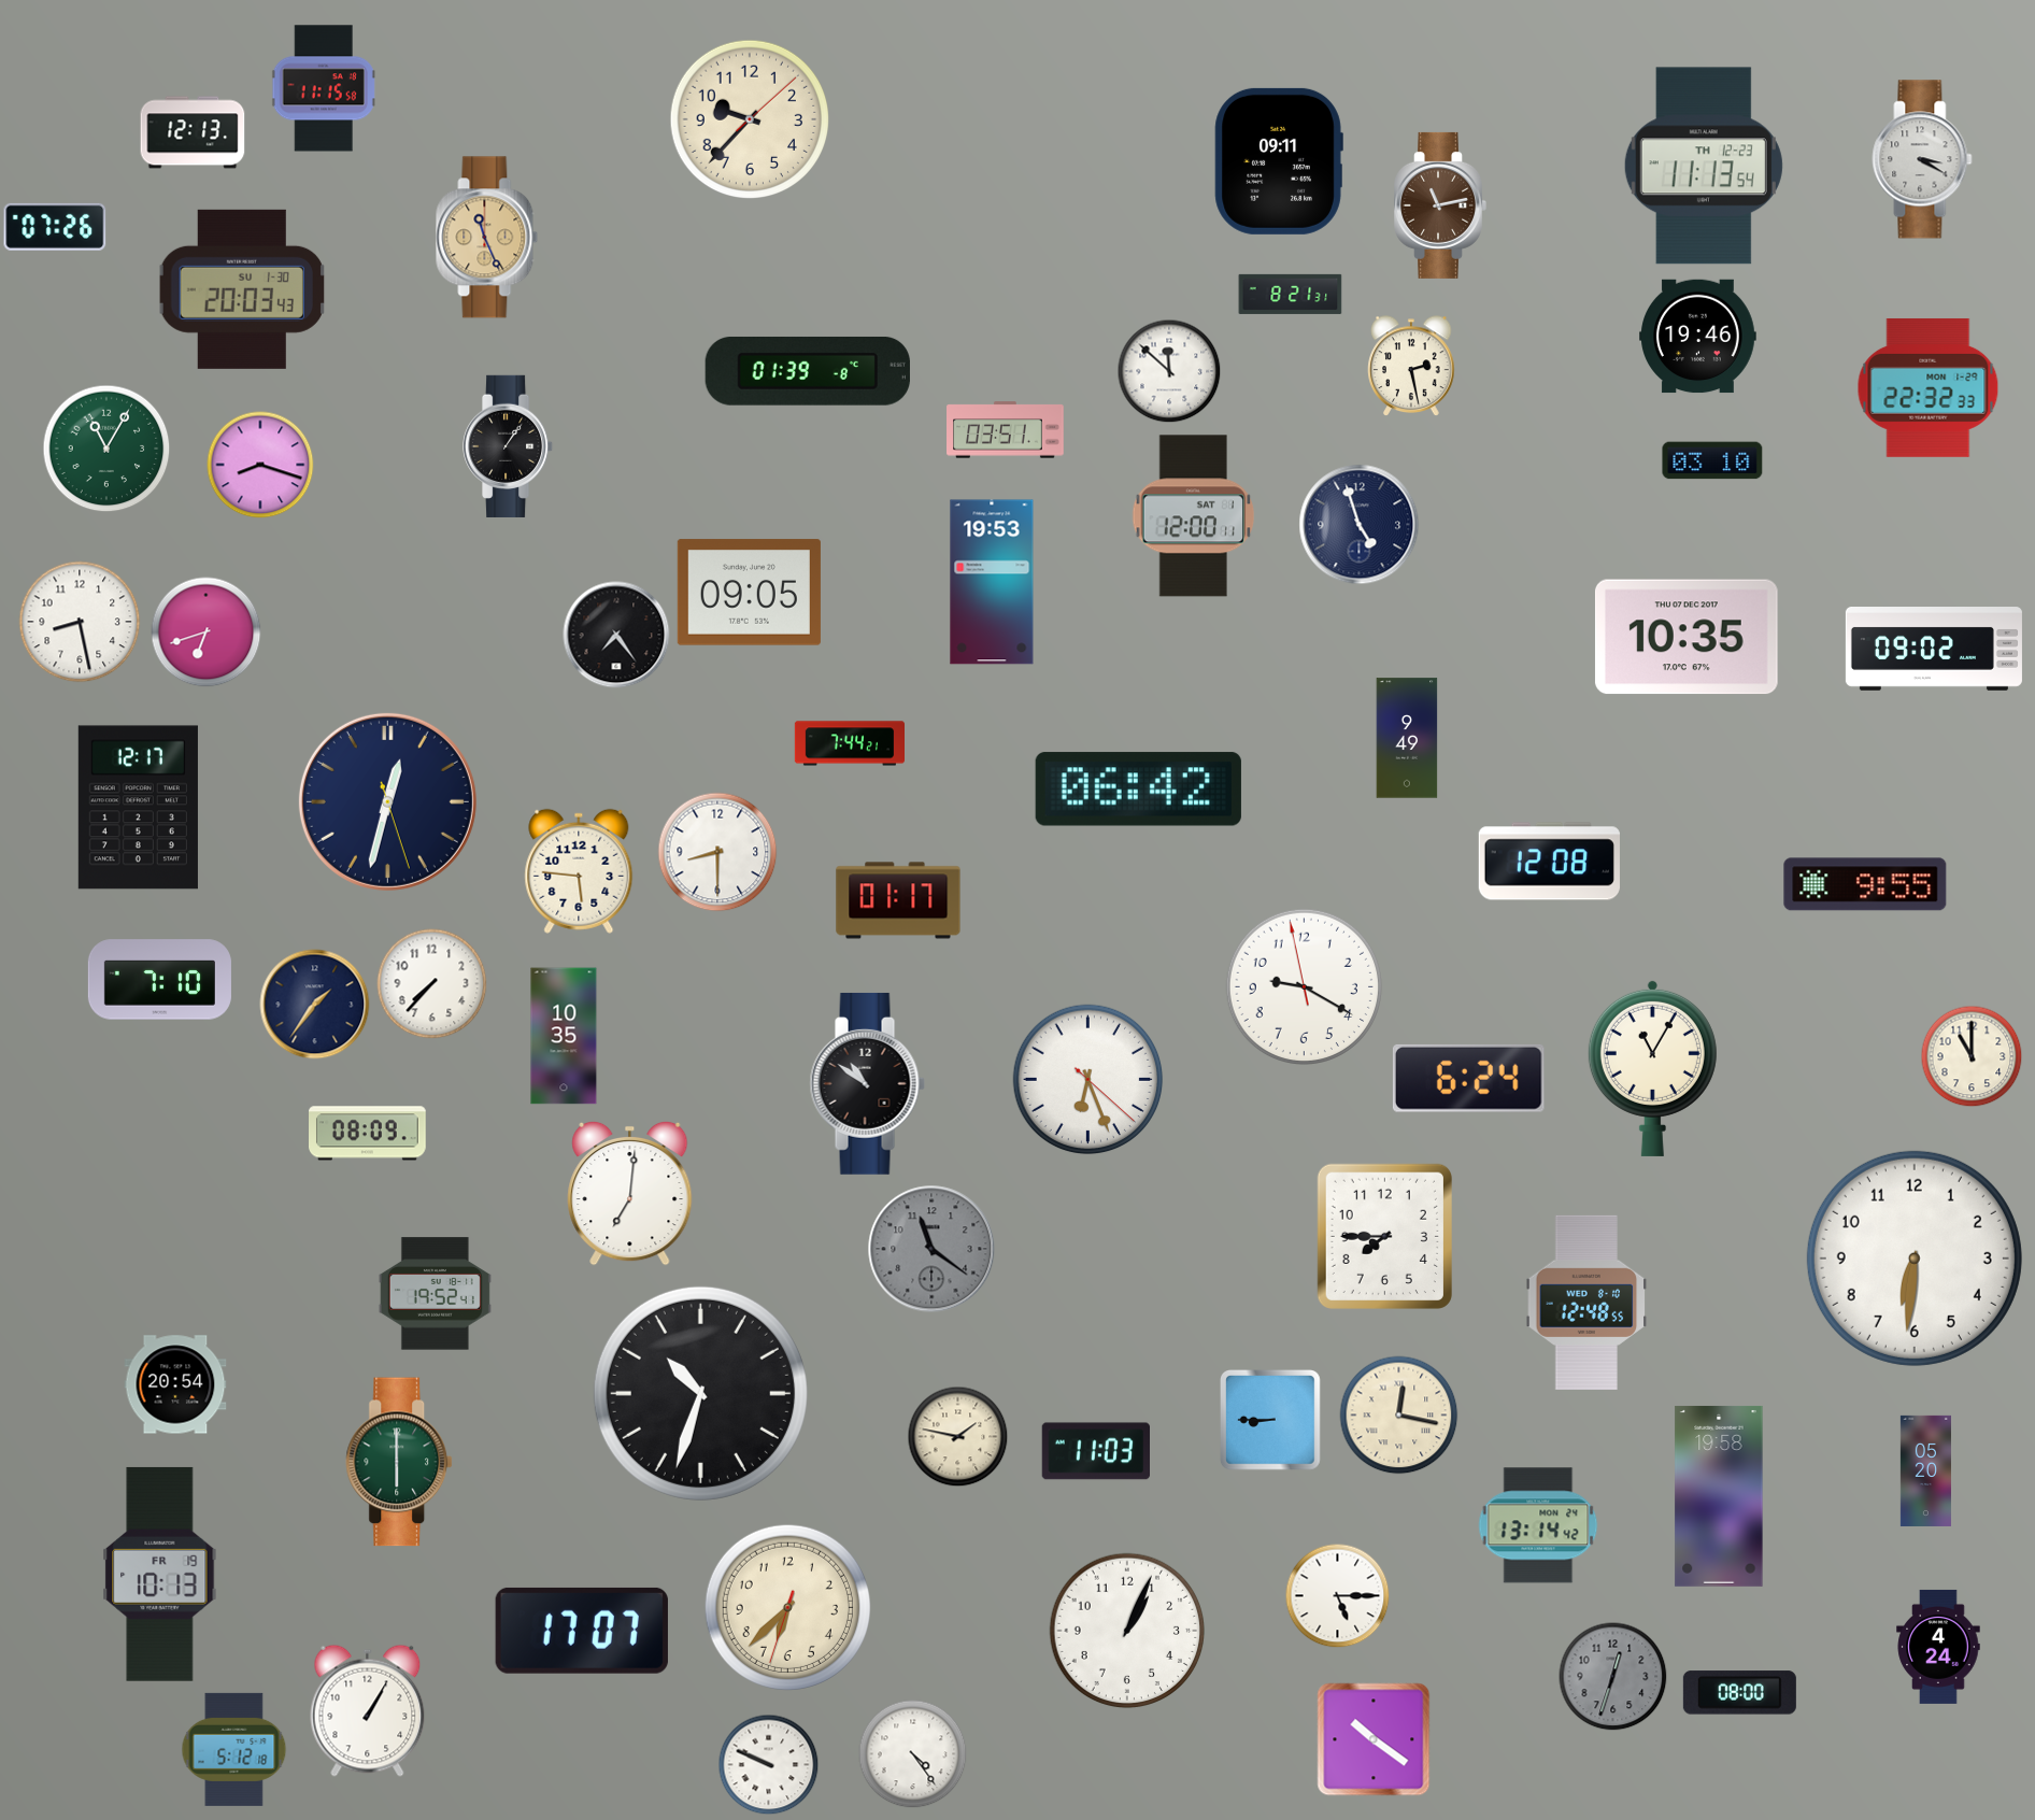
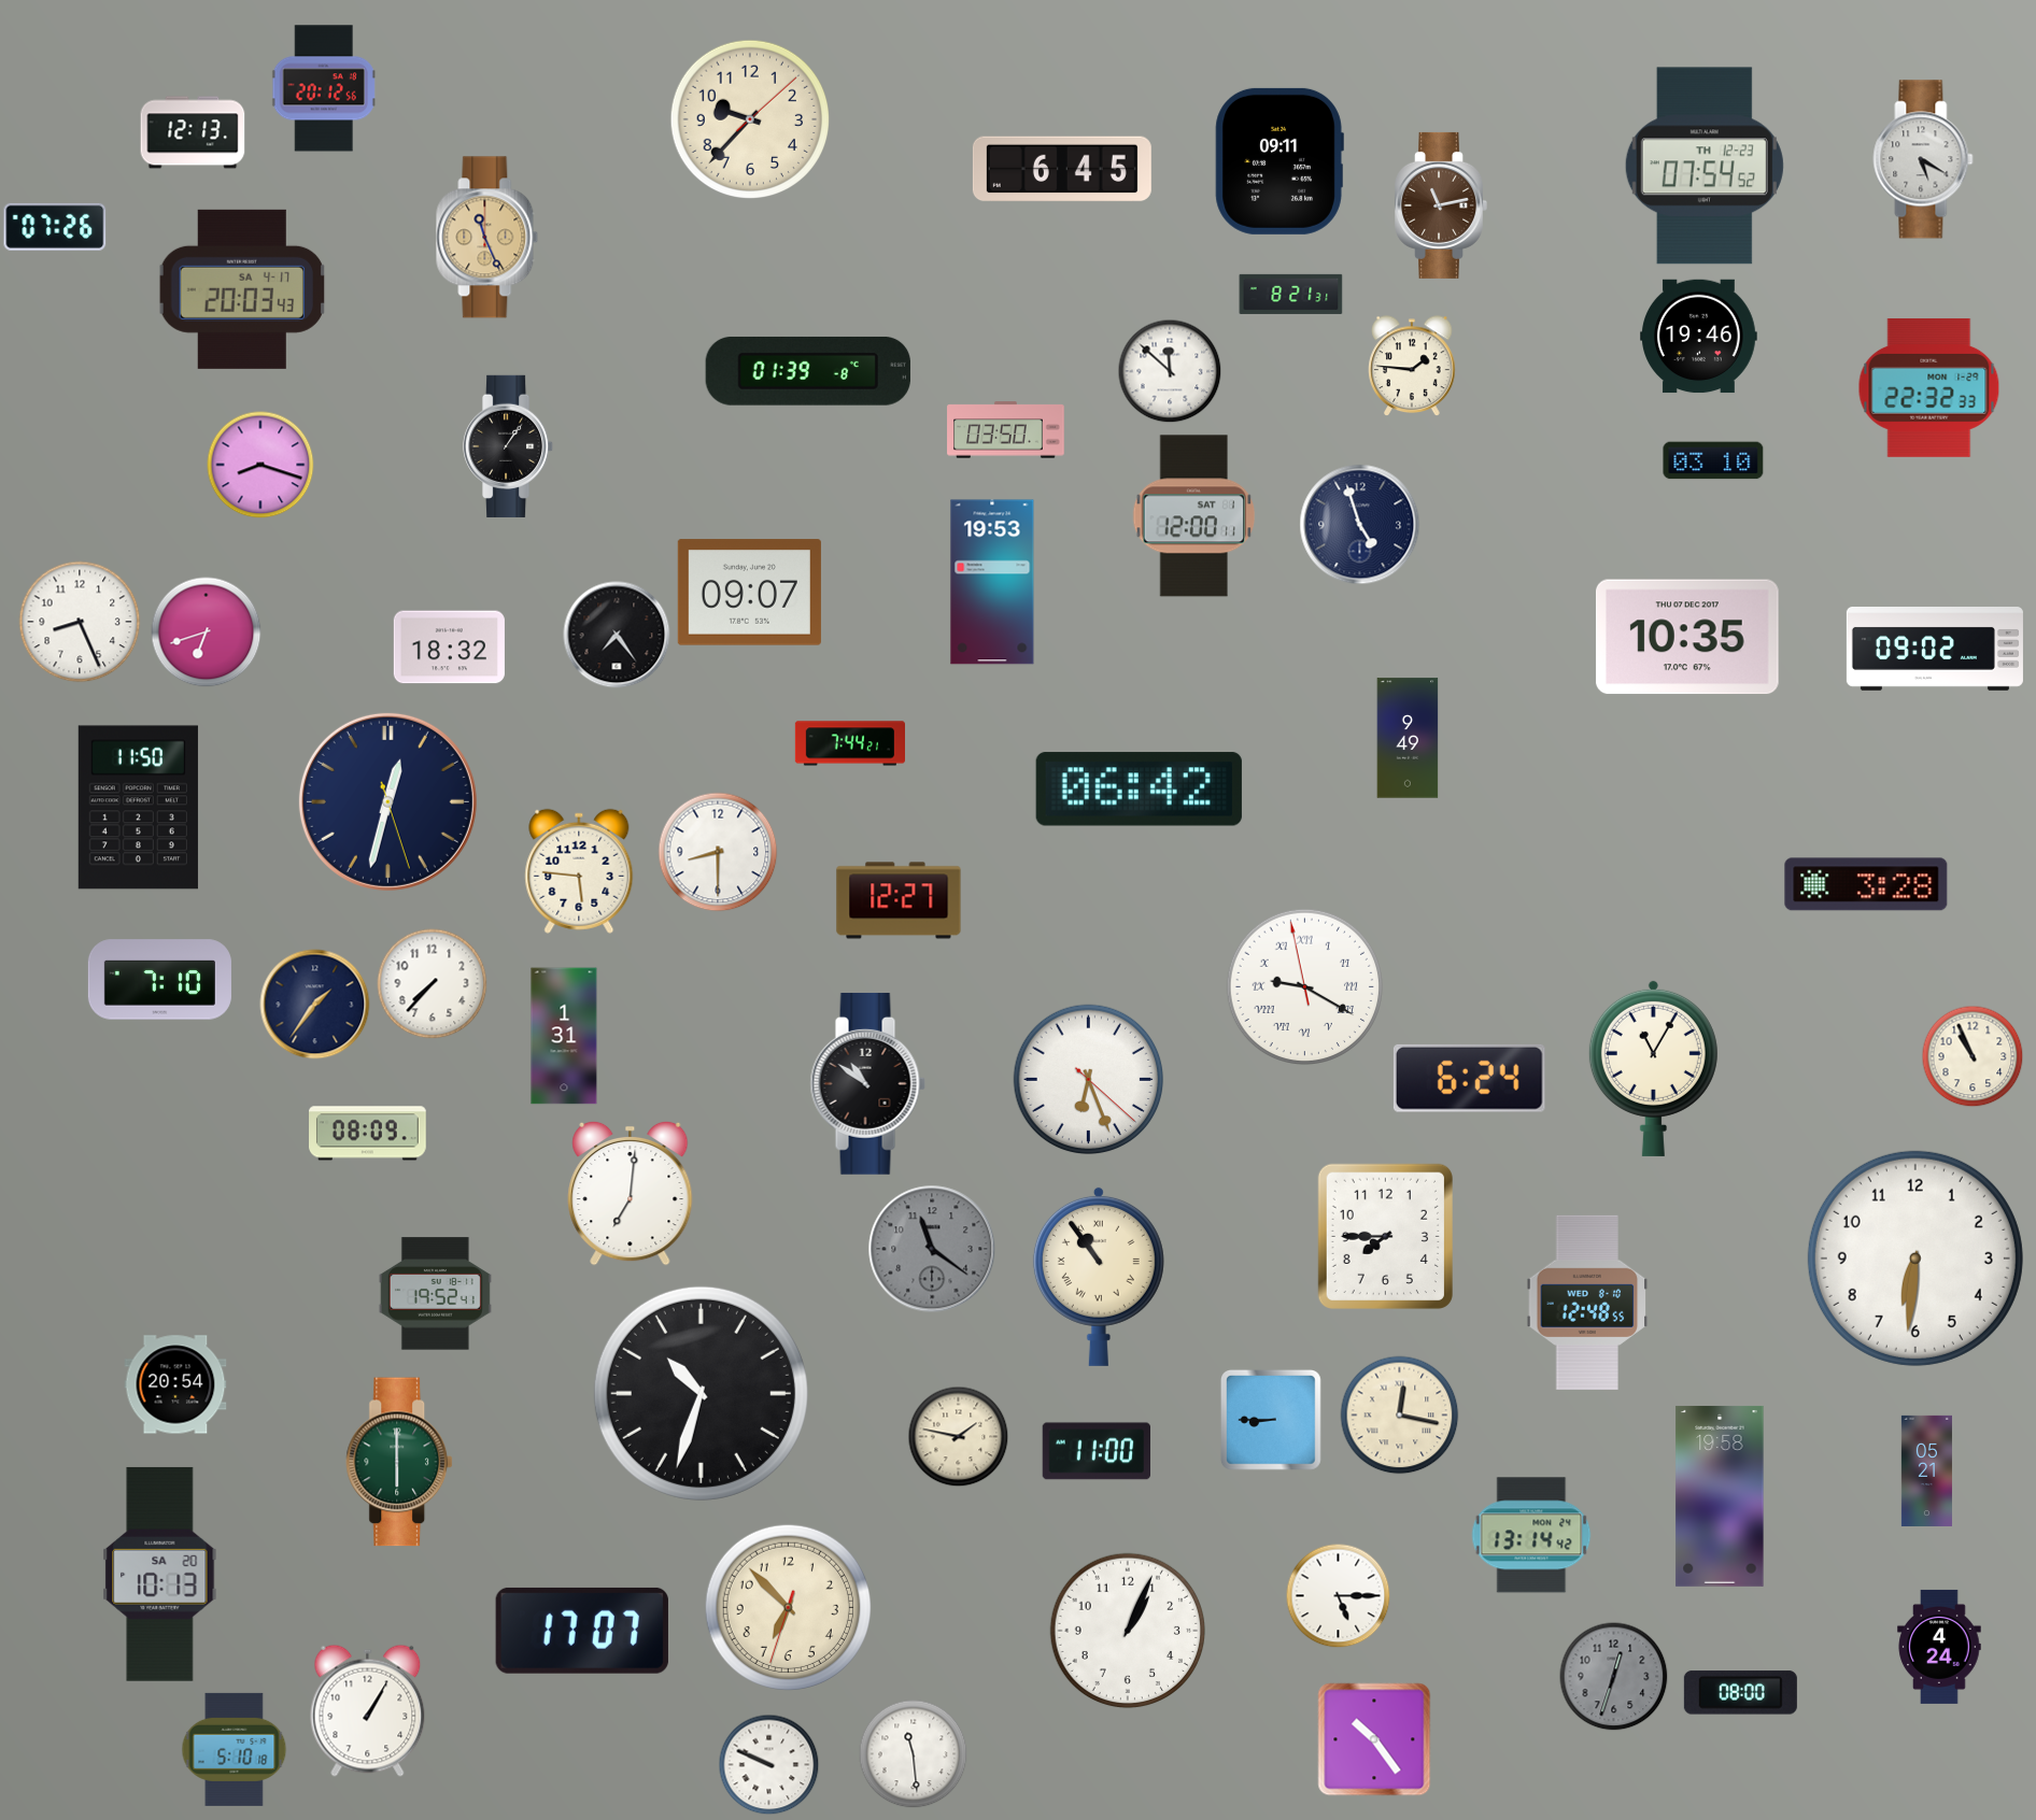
clock at (324, 88): 11:15 -> 20:12
clock at (1922, 159): 3:20 -> 5:20
clock at (1704, 166): 11:13 -> 07:54
clock at (1062, 169): none -> 6:45
clock at (241, 289) date: SU 1-30 -> SA 4-17
clock at (1411, 366): 2:28 -> 1:46
clock at (1006, 430): 03:51 -> 03:50
clock at (106, 449): 11:05 -> none
clock at (749, 593): 09:05 -> 09:07
clock at (80, 622): 8:28 -> 8:26
clock at (449, 648): none -> 18:32
clock at (138, 808): 12:17 -> 11:50
clock at (1549, 862): 12:08 -> none
clock at (1865, 884): 9:55 -> 3:28
clock at (898, 900): 01:17 -> 12:27
clock at (1305, 987) numerals: Arabic -> Roman
clock at (564, 1036): 10:35 -> 1:31
clock at (1972, 1056): 11:00 -> 10:56
clock at (1099, 1276): none -> 10:54
clock at (1096, 1451): 11:03 -> 11:00
clock at (1925, 1470): 05:20 -> 05:21
clock at (1538, 1525) position: (1538, 1525) -> (1531, 1535)
clock at (160, 1574) date: FR 19 -> SA 20
clock at (787, 1607): 6:37 -> 6:52
clock at (1374, 1739): 10:21 -> 10:24
clock at (234, 1749): 5:12 -> 5:10
clock at (913, 1754): 4:24 -> 11:29
